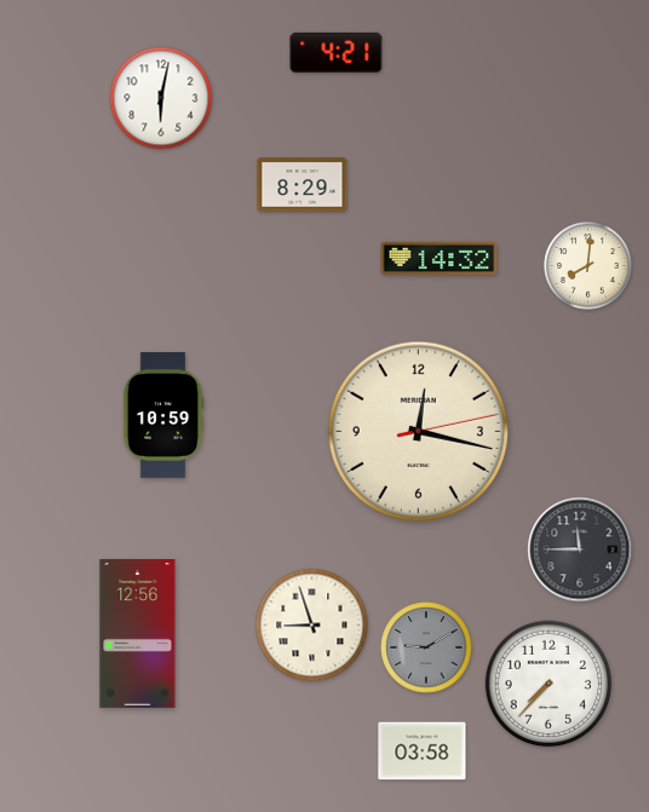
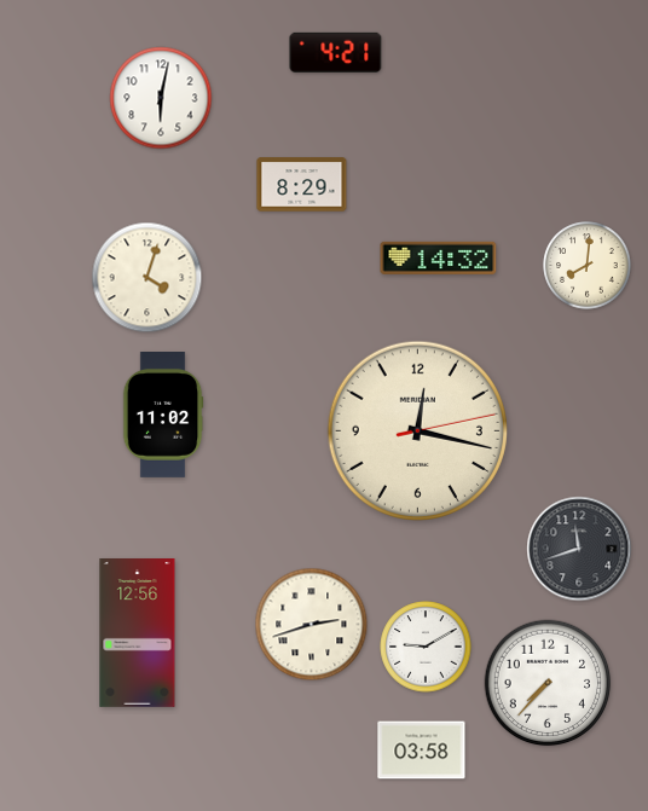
clock at (147, 278): none -> 4:03
clock at (163, 416): 10:59 -> 11:02
clock at (580, 549): 11:45 -> 11:42
clock at (312, 626): 8:57 -> 2:42
clock at (426, 647) dial: grey -> white
